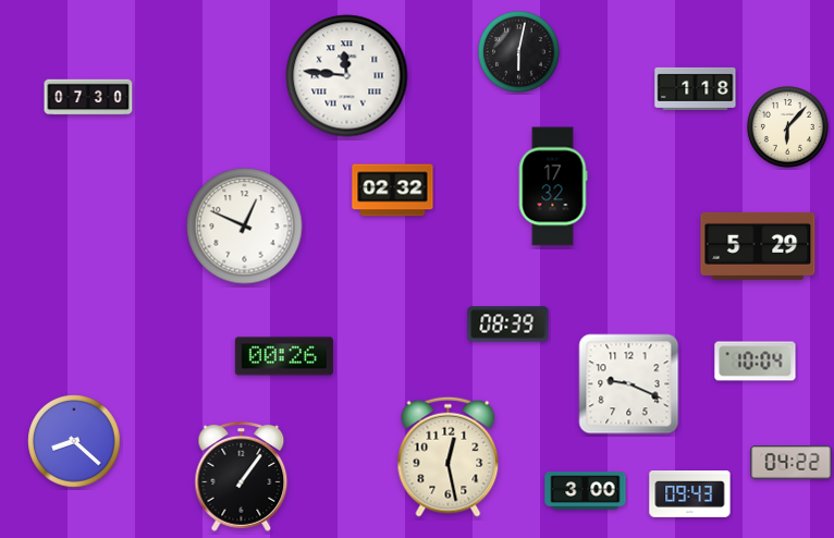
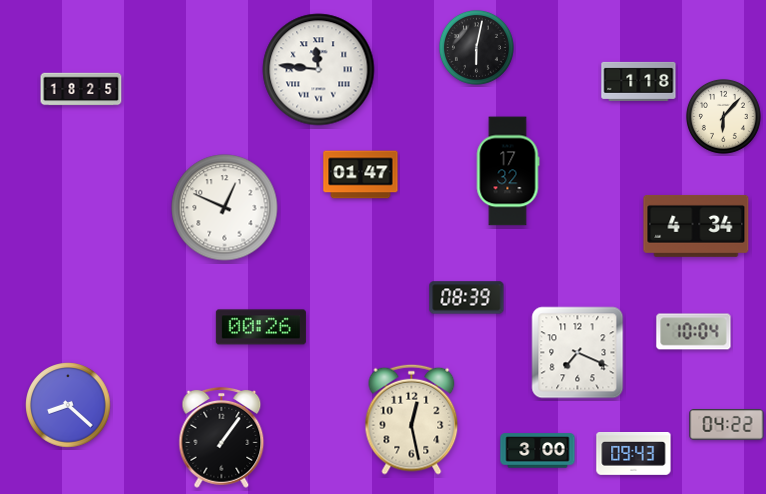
clock at (88, 97): 07:30 -> 18:25
clock at (393, 191): 02:32 -> 01:47
clock at (758, 246): 5:29 -> 4:34
clock at (629, 384): 9:19 -> 7:19
